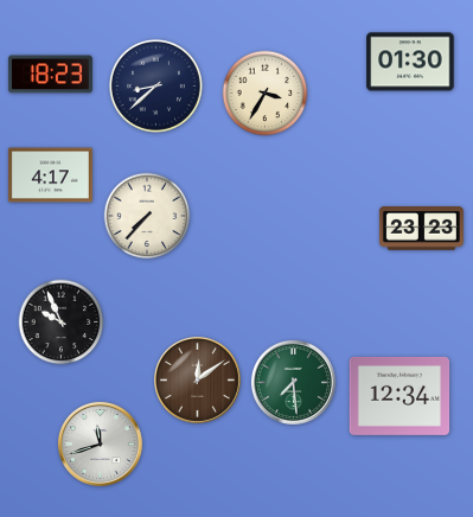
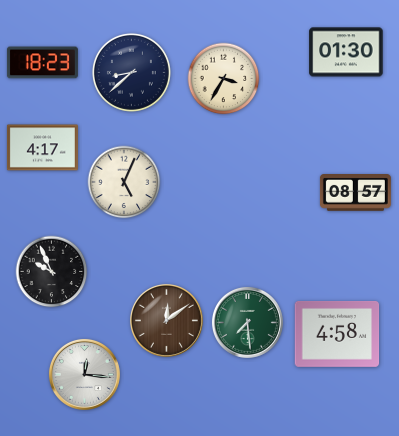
clock at (147, 216): 7:37 -> 5:04
clock at (421, 229): 23:23 -> 08:57
clock at (400, 396): 12:34 -> 4:58
clock at (100, 443): 11:42 -> 12:16
